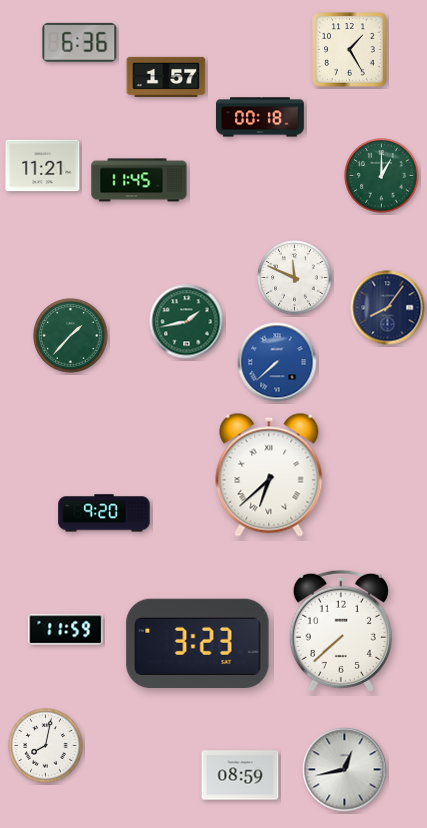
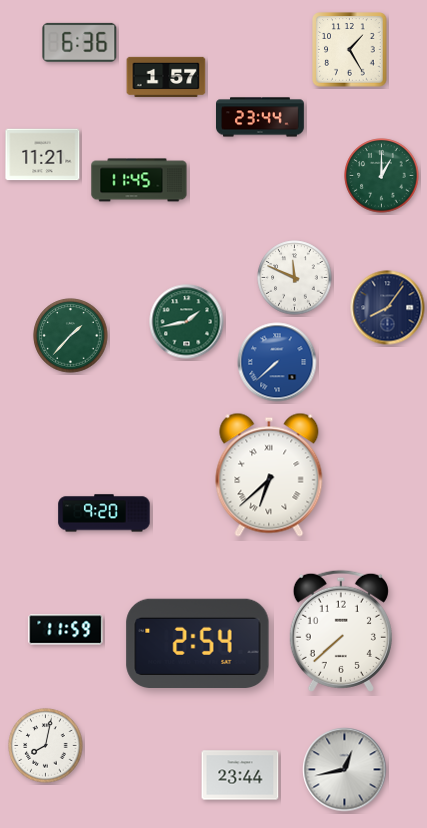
clock at (261, 117): 00:18 -> 23:44
clock at (43, 166) position: (43, 166) -> (43, 155)
clock at (198, 644): 3:23 -> 2:54
clock at (240, 775): 08:59 -> 23:44
